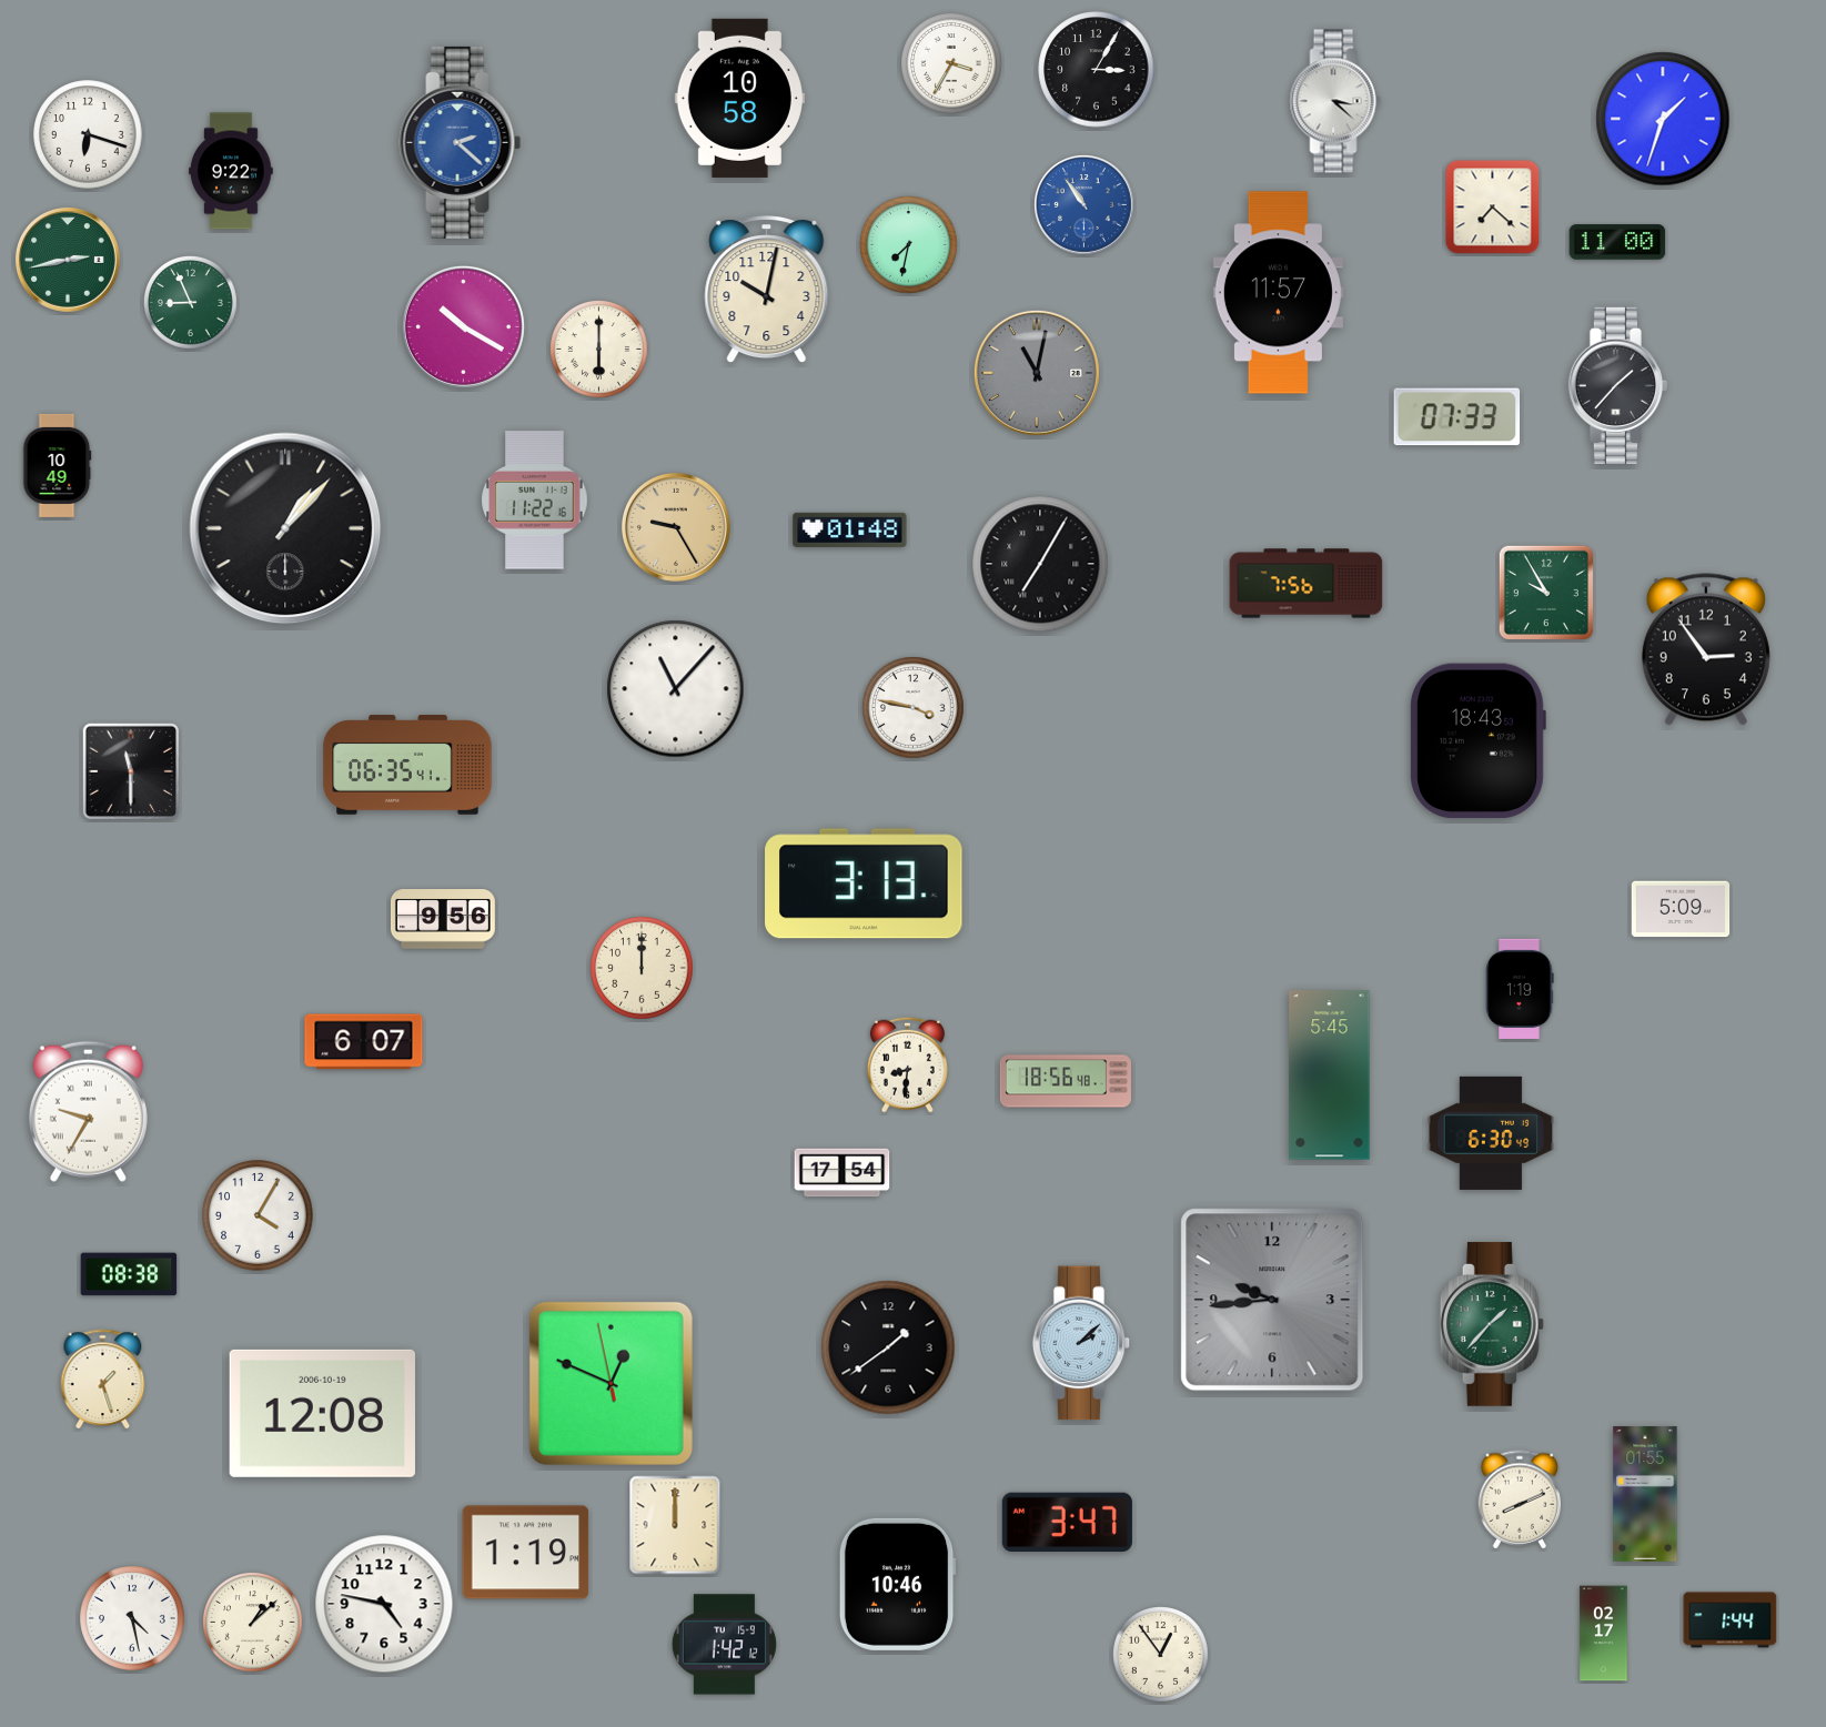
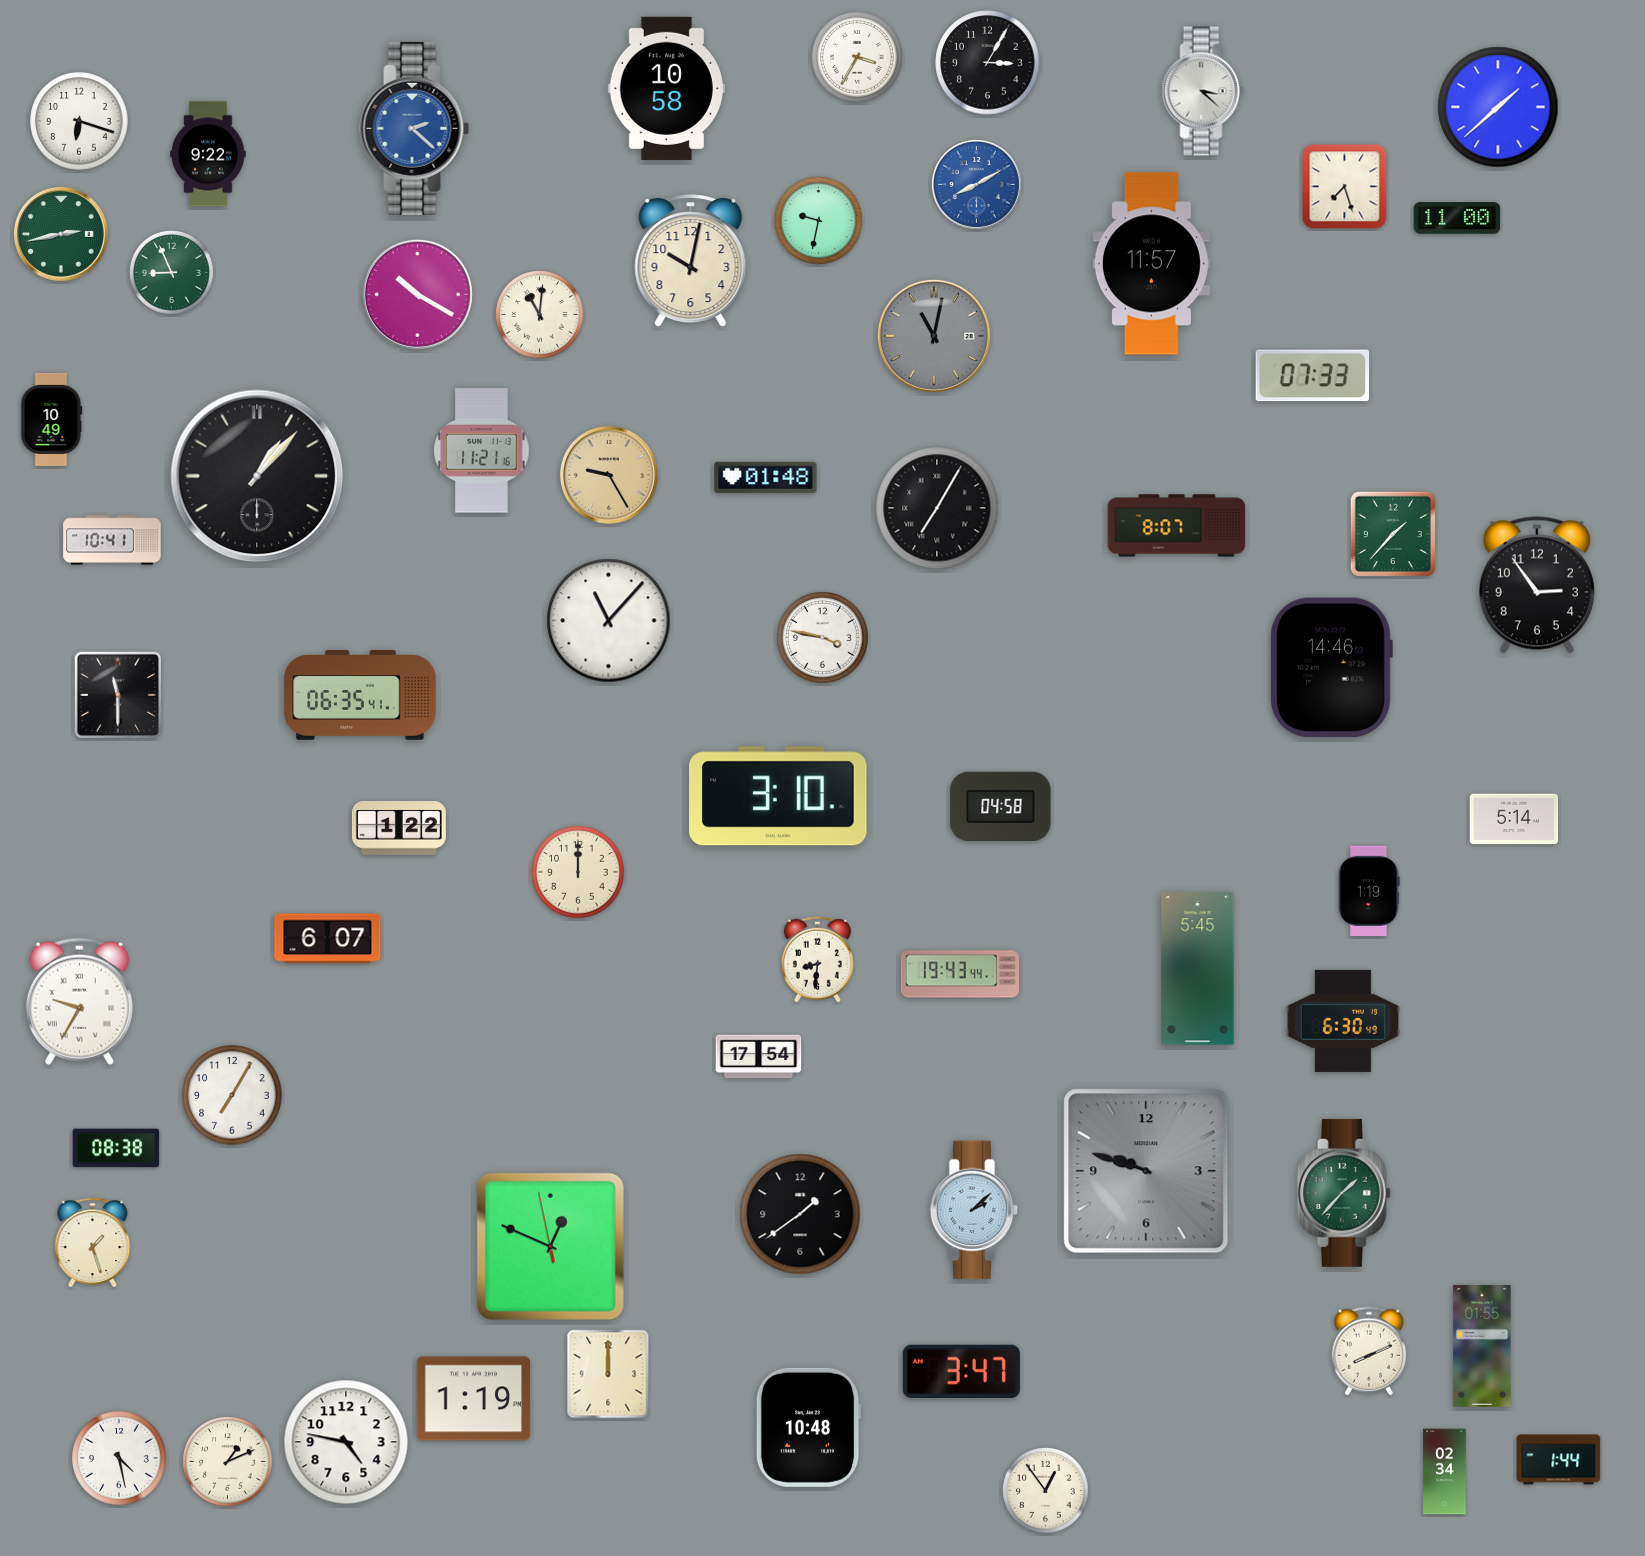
clock at (1663, 119): 1:33 -> 1:38
clock at (1084, 205): 10:54 -> 8:10
clock at (1493, 208): 7:22 -> 7:27
clock at (909, 245): 7:32 -> 9:32
clock at (599, 350): 6:00 -> 11:01
clock at (1618, 385): 1:37 -> none
clock at (535, 501): 11:22 -> 11:21
clock at (1307, 584): 7:56 -> 8:07
clock at (1546, 593): 9:55 -> 1:37
clock at (112, 540): none -> 10:41
clock at (1477, 741): 18:43 -> 14:46
clock at (407, 765) position: (407, 765) -> (360, 695)
clock at (864, 883): 3:13 -> 3:10
clock at (1001, 806): none -> 04:58
clock at (1681, 909): 5:09 -> 5:14
clock at (443, 920): 9:56 -> 1:22
clock at (1066, 1081): 18:56 -> 19:43
clock at (258, 1215): 4:05 -> 7:05
clock at (1272, 1300): 9:44 -> 9:48
clock at (322, 1413): 12:08 -> none
clock at (897, 1584): 10:46 -> 10:48
clock at (384, 1604) position: (384, 1604) -> (346, 1442)
clock at (253, 1623): 1:08 -> 1:11
clock at (1604, 1634): 02:17 -> 02:34
clock at (724, 1645): 1:42 -> none
